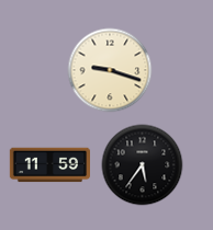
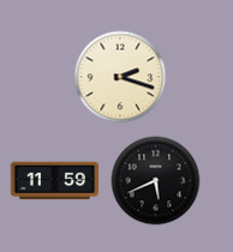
clock at (110, 70): 9:18 -> 2:18
clock at (143, 165): 5:36 -> 5:41
